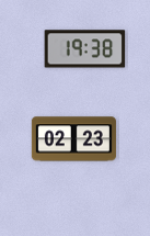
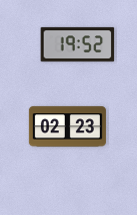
clock at (85, 49): 19:38 -> 19:52
